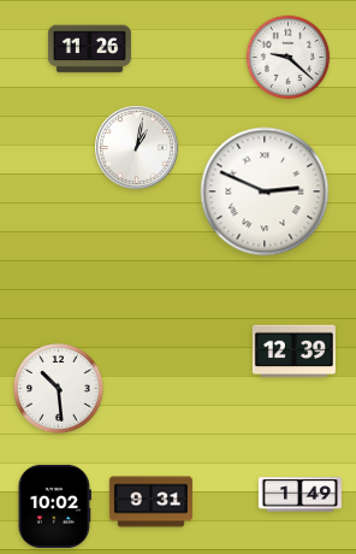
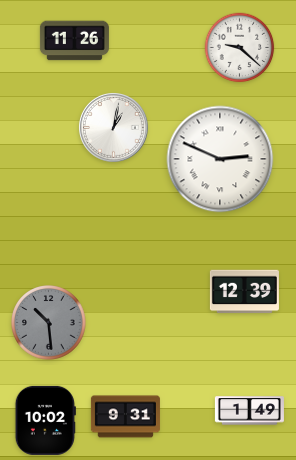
clock at (137, 148) position: (137, 148) -> (114, 128)
clock at (59, 389) dial: white -> grey
